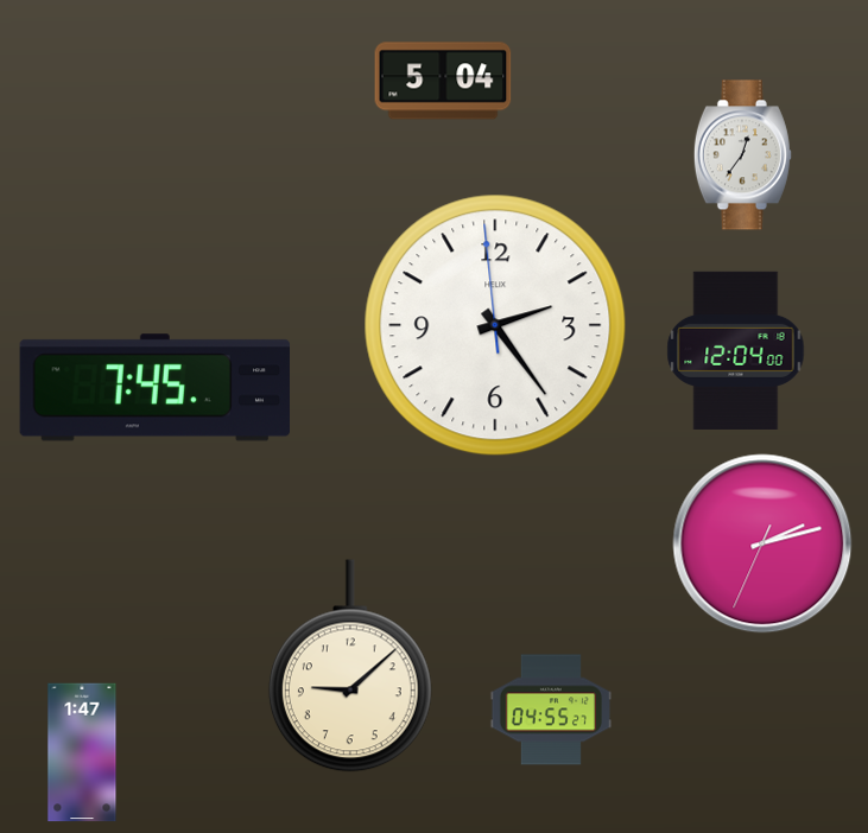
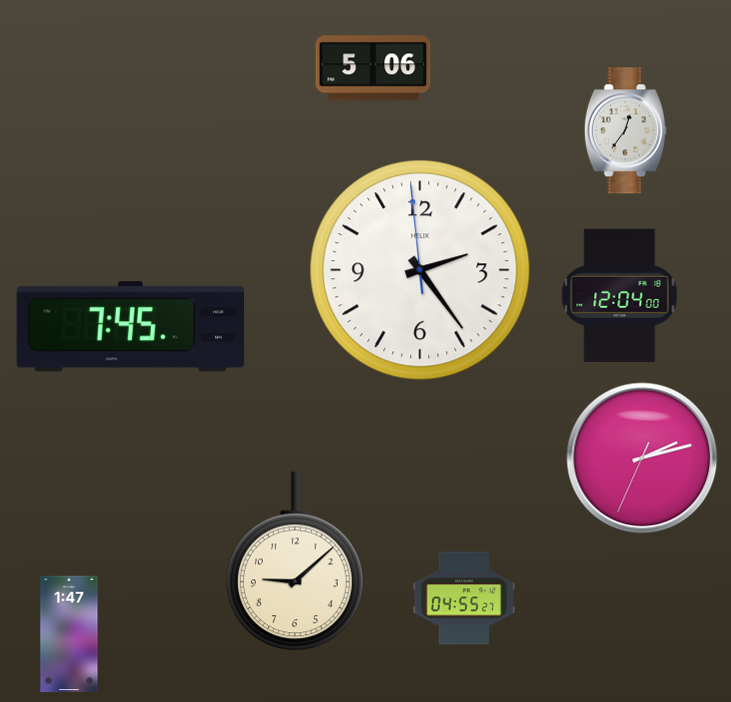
clock at (443, 81): 5:04 -> 5:06
clock at (495, 325) position: (495, 325) -> (420, 270)
